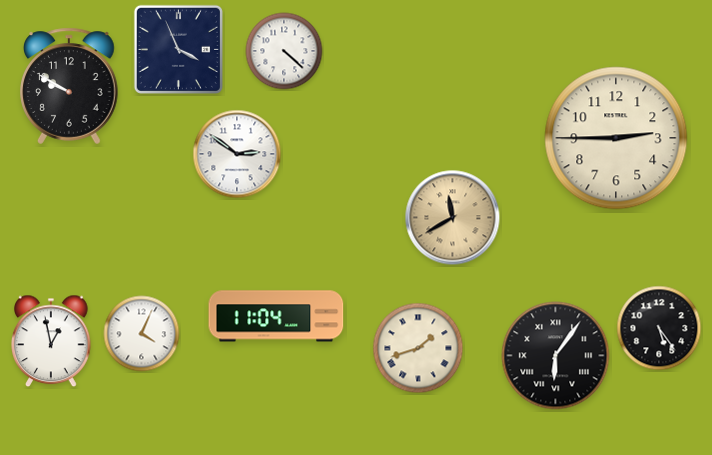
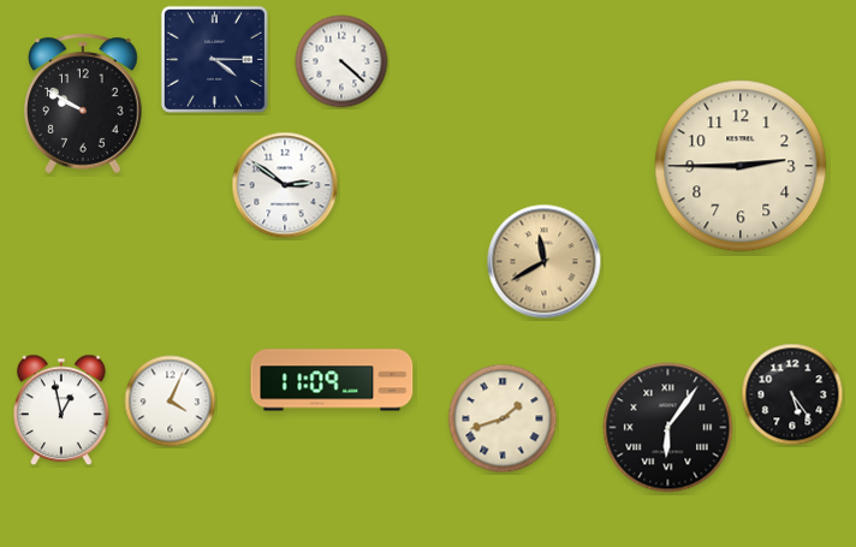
clock at (178, 49): 3:56 -> 4:15
clock at (276, 316): 11:04 -> 11:09
